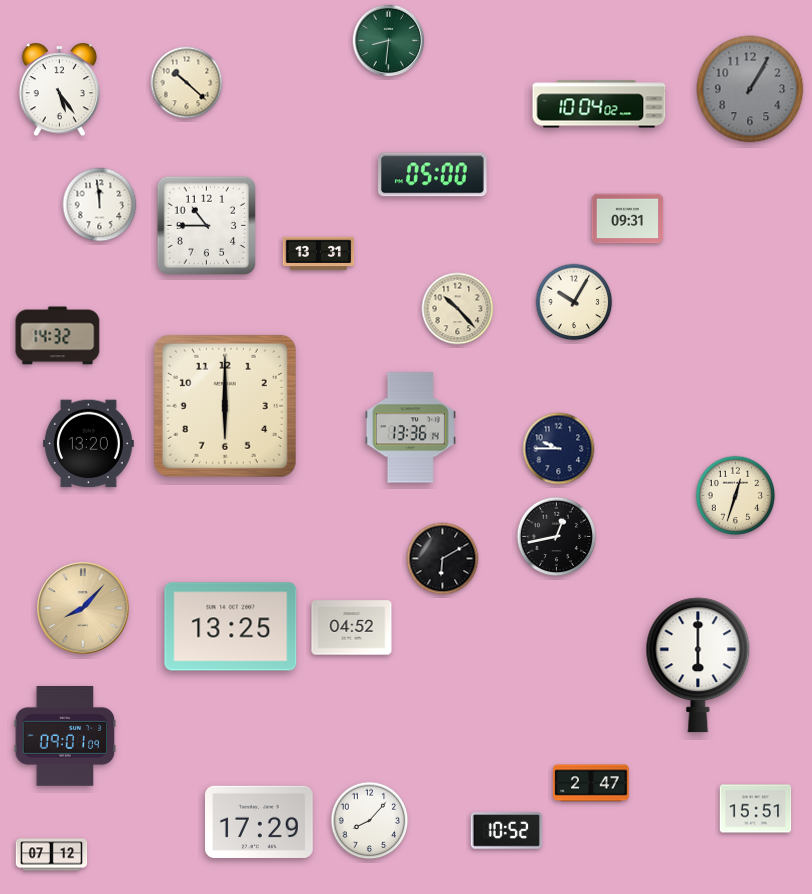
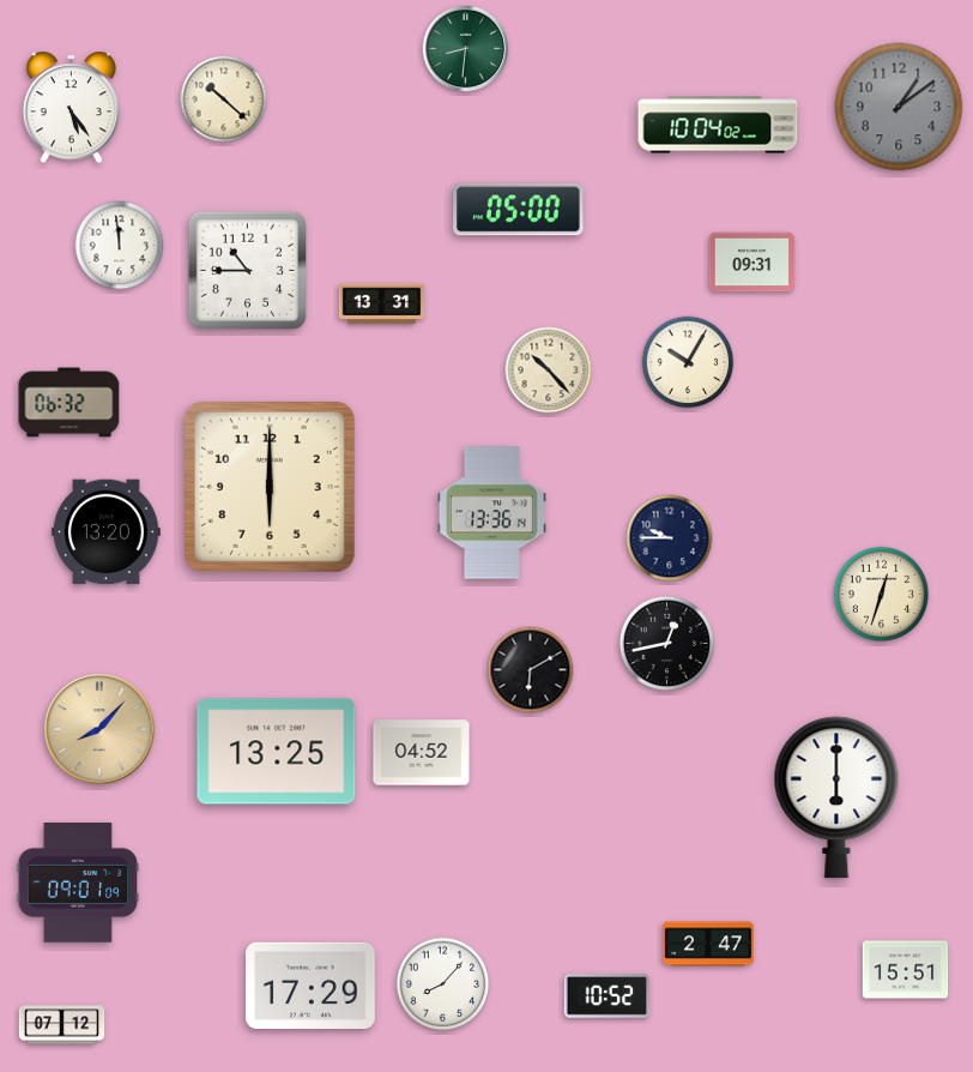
clock at (750, 89): 1:05 -> 1:09
clock at (58, 336): 14:32 -> 06:32
clock at (591, 783) position: (591, 783) -> (708, 944)
